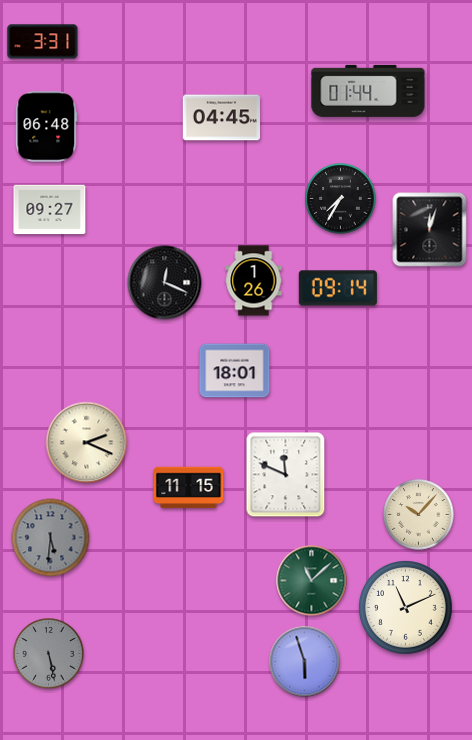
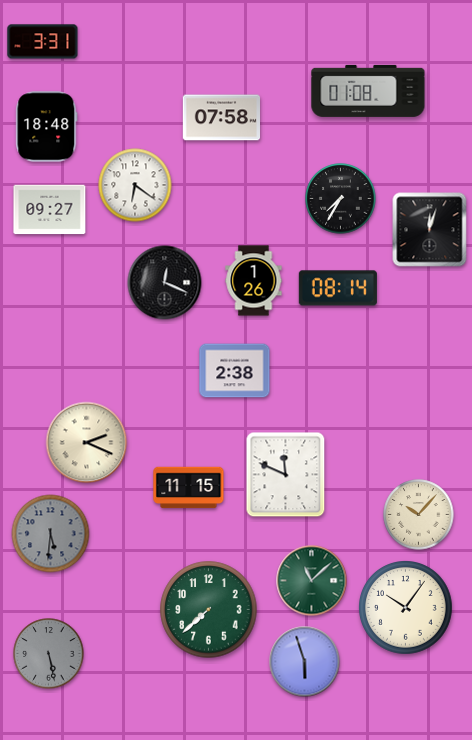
clock at (368, 91): 01:44 -> 01:08
clock at (222, 118): 04:45 -> 07:58
clock at (47, 127): 06:48 -> 18:48
clock at (135, 185): none -> 6:21
clock at (338, 288): 09:14 -> 08:14
clock at (235, 371): 18:01 -> 2:38
clock at (51, 538) position: (51, 538) -> (51, 534)
clock at (406, 608): 11:11 -> 10:06
clock at (209, 610): none -> 7:38
